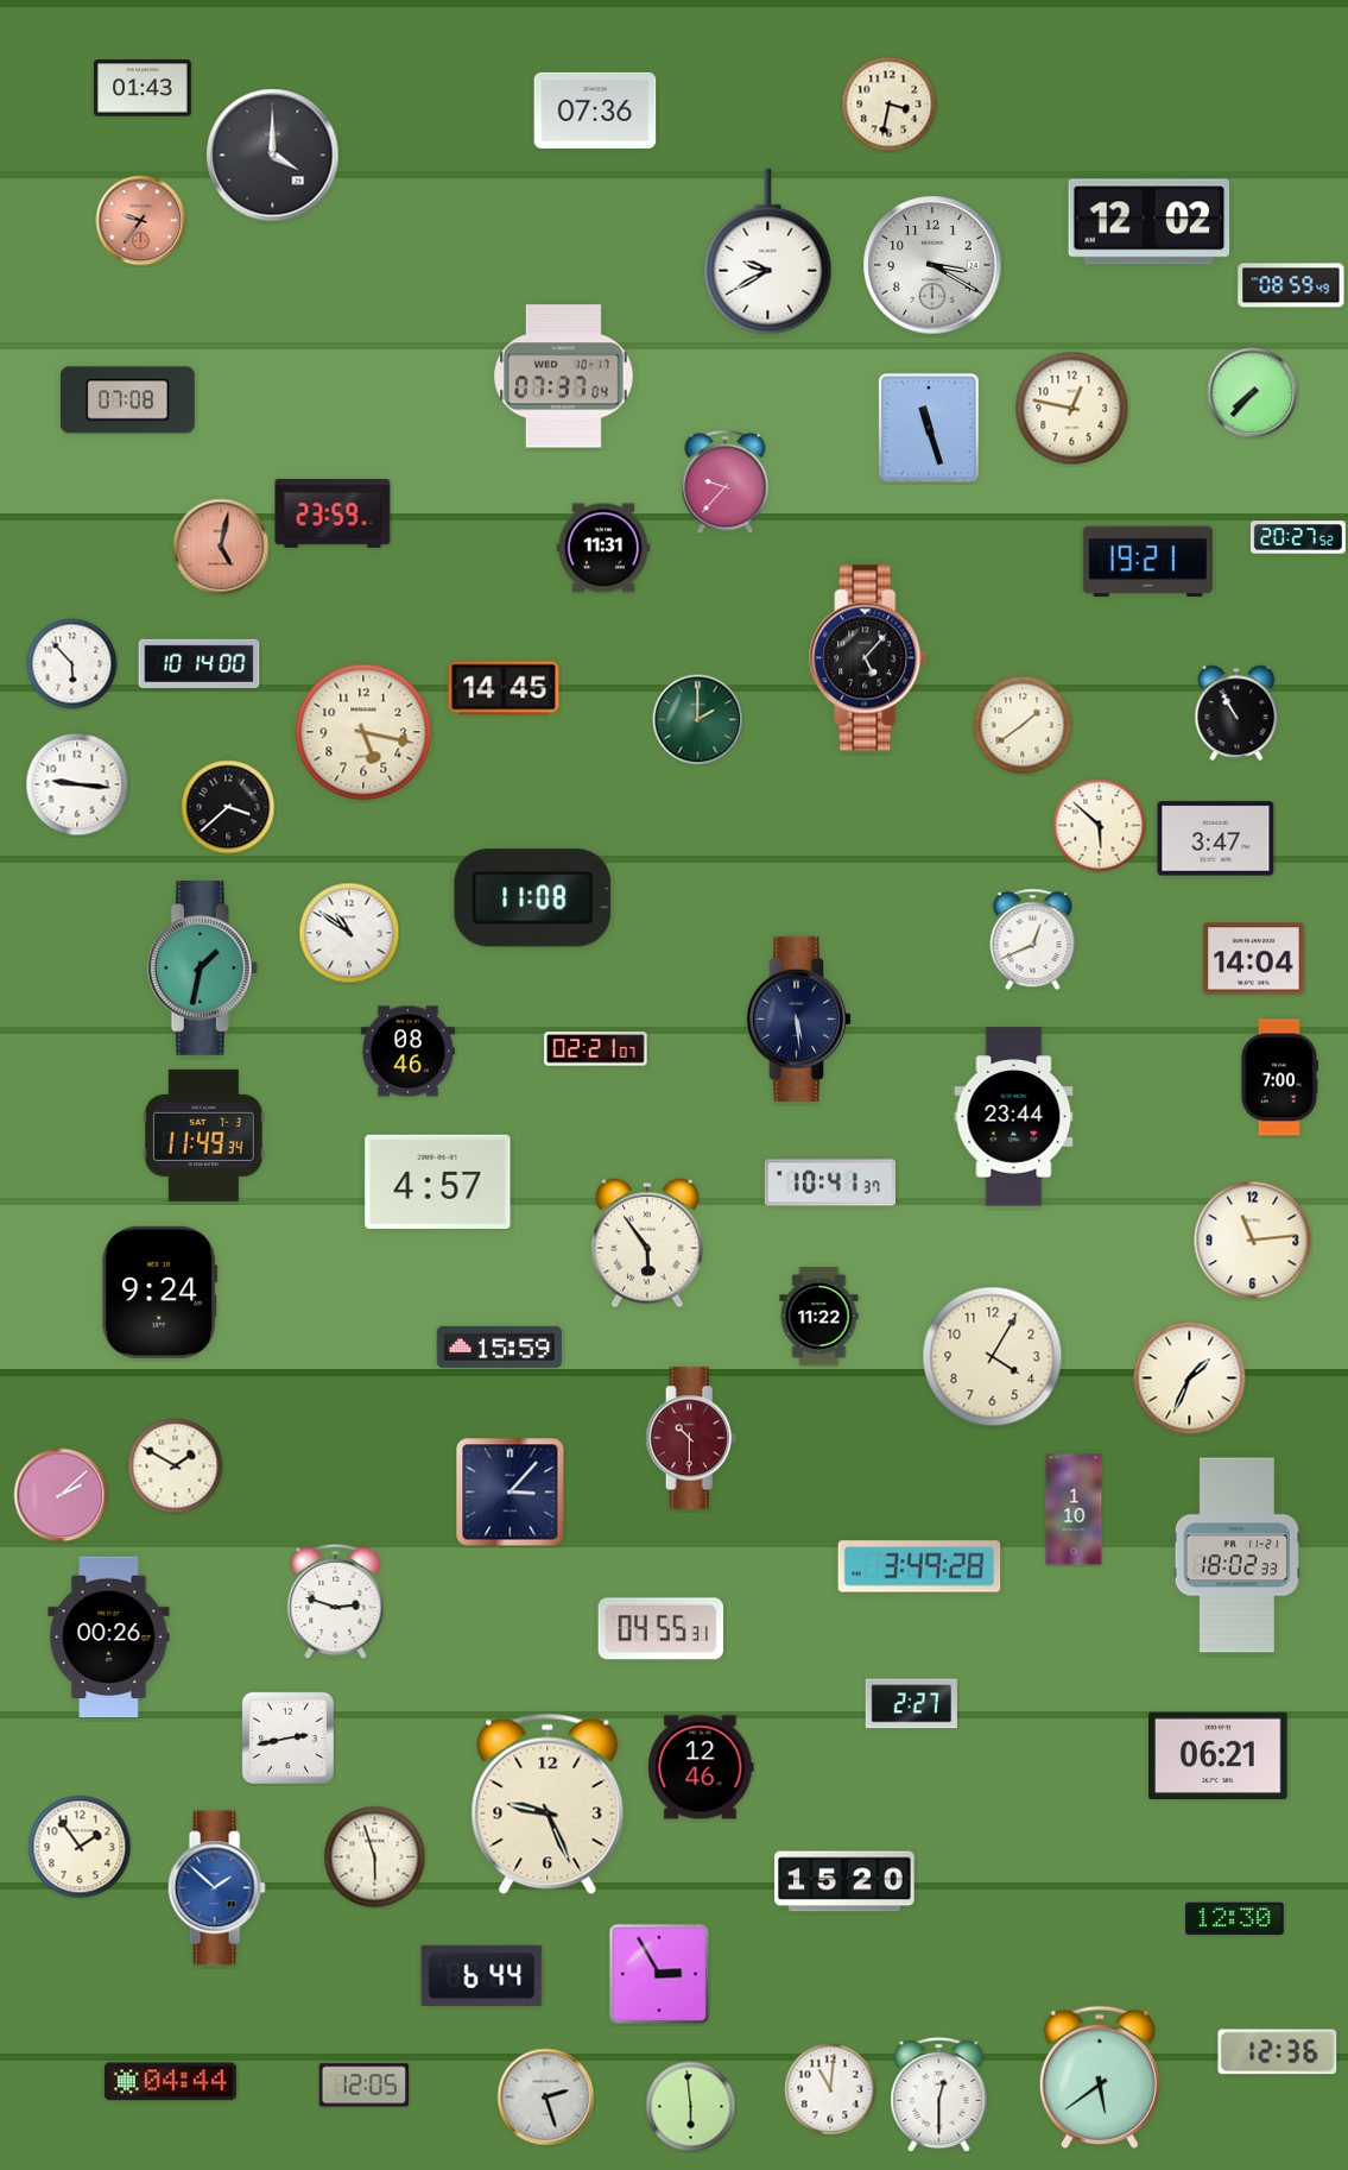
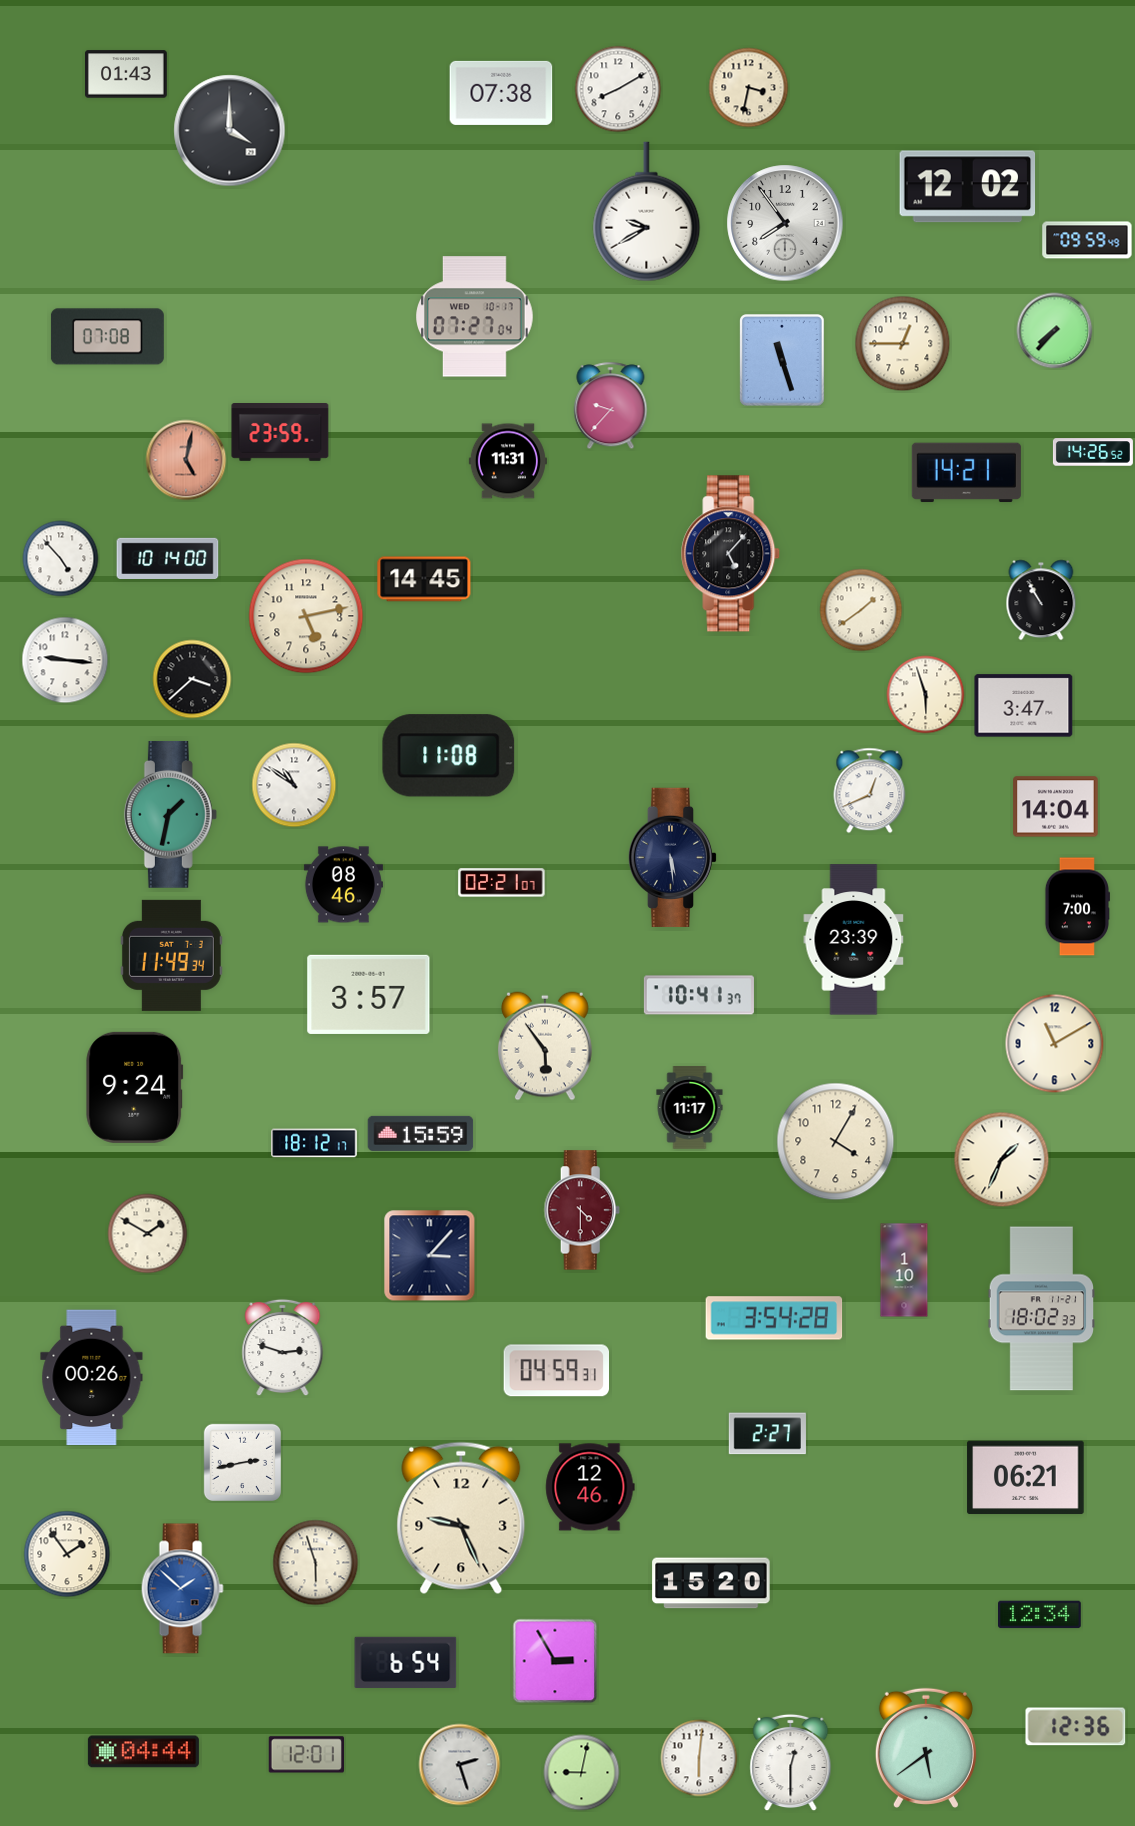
clock at (144, 88) position: (144, 88) -> (127, 74)
clock at (618, 89): none -> 8:10
clock at (595, 111): 07:36 -> 07:38
clock at (141, 221): 9:36 -> none
clock at (932, 265): 3:20 -> 7:54
clock at (1291, 285): 08:59 -> 09:59
clock at (564, 377): 07:37 -> 07:27
clock at (1072, 409): 12:47 -> 12:45
clock at (1298, 537): 20:27 -> 14:26
clock at (1147, 562): 19:21 -> 14:21
clock at (72, 664): 5:53 -> 4:53
clock at (698, 720): 2:00 -> none
clock at (363, 732): 5:17 -> 5:13
clock at (1100, 826): 5:52 -> 5:57
clock at (1014, 1117): 23:44 -> 23:39
clock at (438, 1181): 4:57 -> 3:57
clock at (1253, 1241): 11:14 -> 11:10
clock at (819, 1317): 11:22 -> 11:17
clock at (314, 1143): none -> 18:12
clock at (691, 1438): 10:30 -> 4:30
clock at (61, 1495): 2:08 -> none
clock at (919, 1566): 3:49 -> 3:54
clock at (660, 1629): 04:55 -> 04:59
clock at (1235, 1919): 12:30 -> 12:34
clock at (482, 1975): 6:44 -> 6:54
clock at (363, 2086): 12:05 -> 12:01
clock at (830, 2089): 11:01 -> 6:01
clock at (691, 2107): 5:59 -> 9:02
